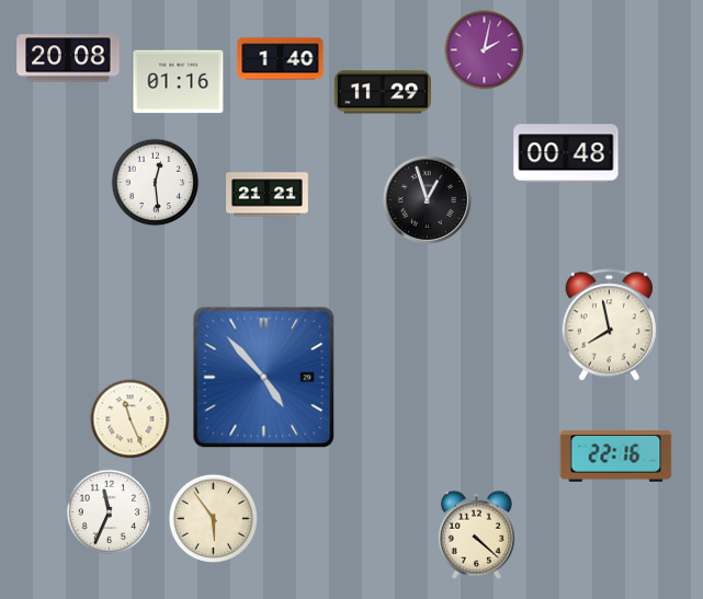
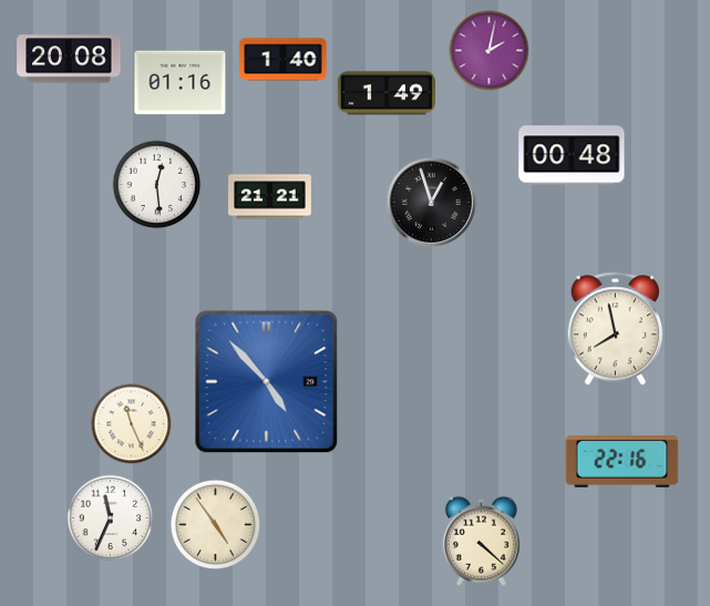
clock at (382, 92): 11:29 -> 1:49
clock at (213, 518): 5:54 -> 4:54
